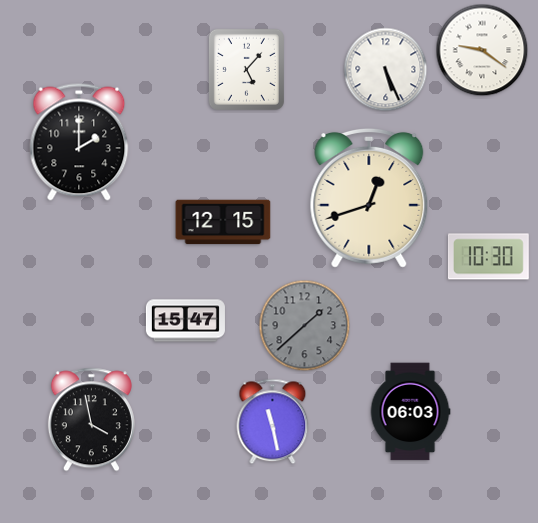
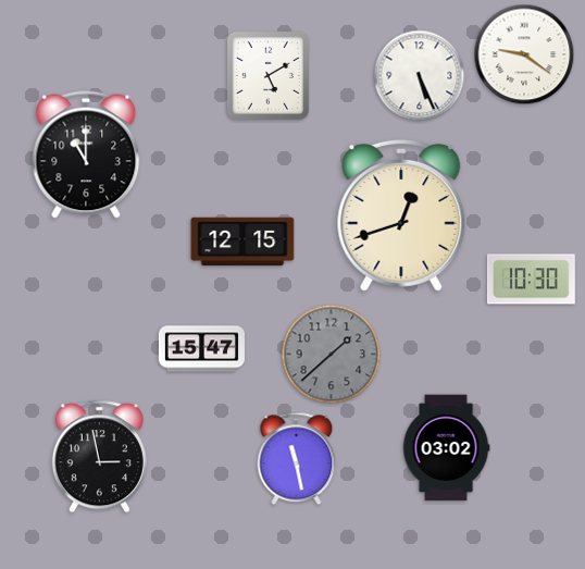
clock at (246, 69): 5:07 -> 5:10
clock at (79, 142): 2:00 -> 11:00
clock at (410, 412): 06:03 -> 03:02
clock at (91, 420): 3:58 -> 2:58
